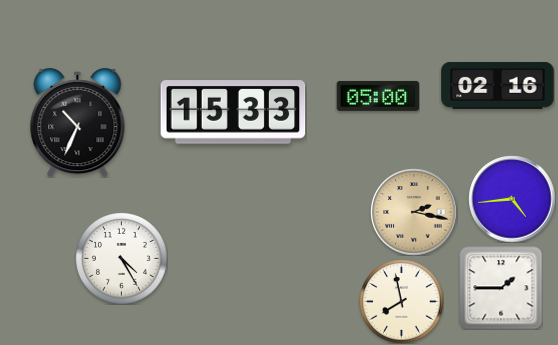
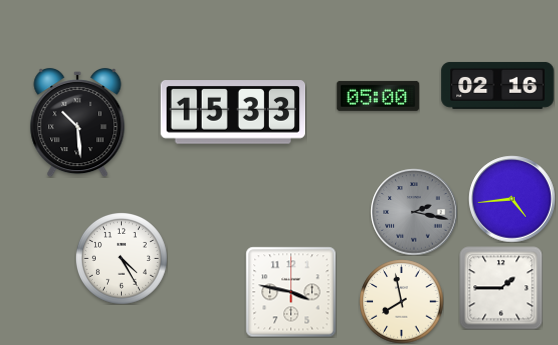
clock at (78, 122): 10:34 -> 10:29
clock at (414, 212) dial: champagne -> grey
clock at (291, 292): none -> 3:47
